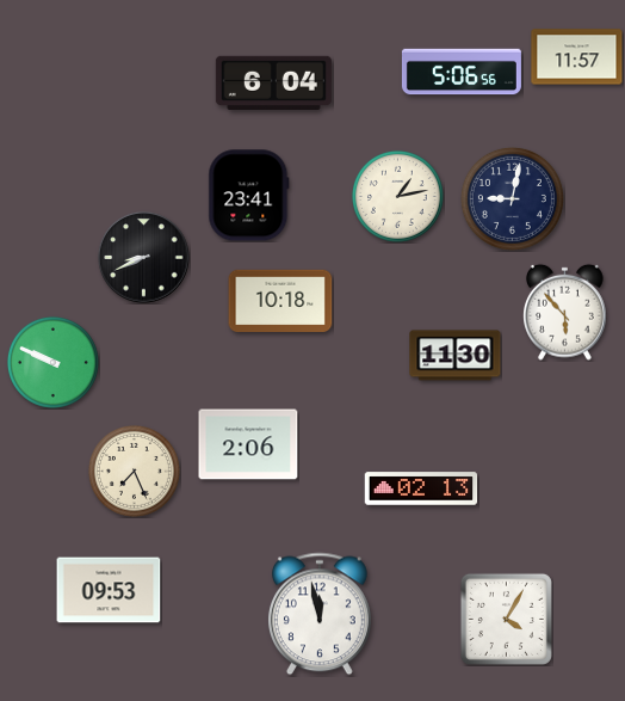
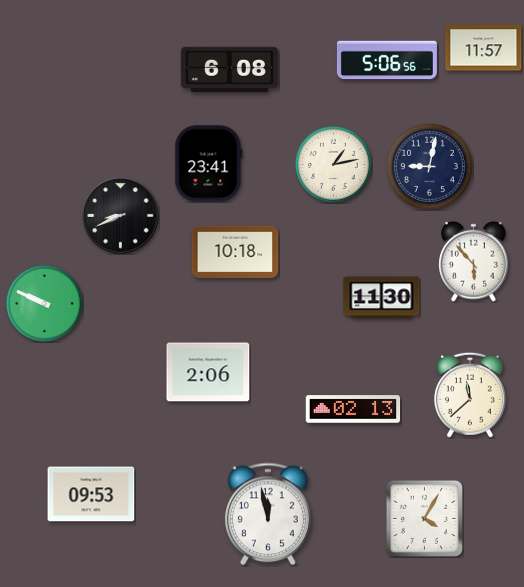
clock at (273, 82): 6:04 -> 6:08
clock at (134, 471): 7:26 -> none
clock at (470, 395): none -> 11:38
